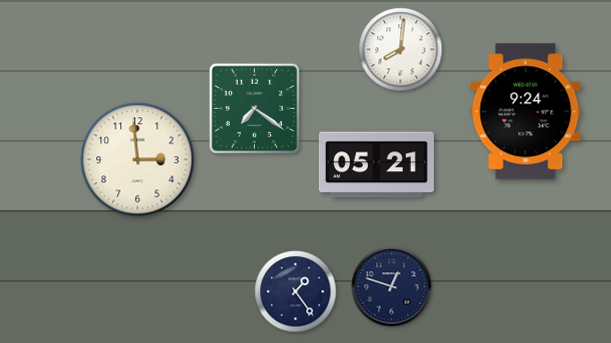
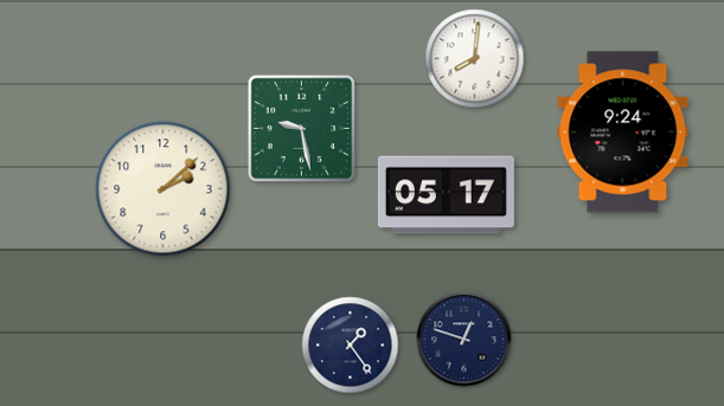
clock at (255, 109): 7:21 -> 9:28
clock at (138, 160): 2:59 -> 2:08
clock at (376, 165): 05:21 -> 05:17
